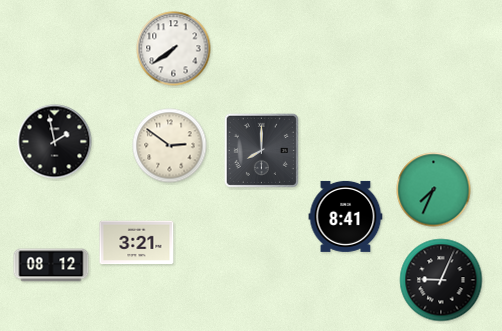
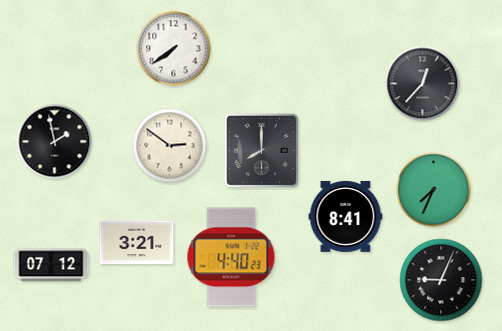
clock at (423, 84): none -> 12:37
clock at (231, 257): none -> 4:40
clock at (51, 265): 08:12 -> 07:12
